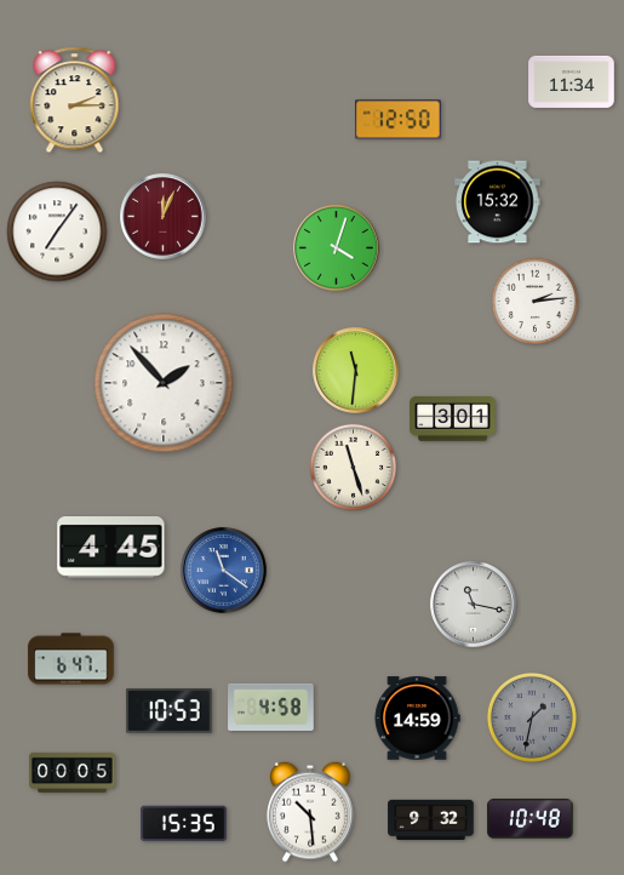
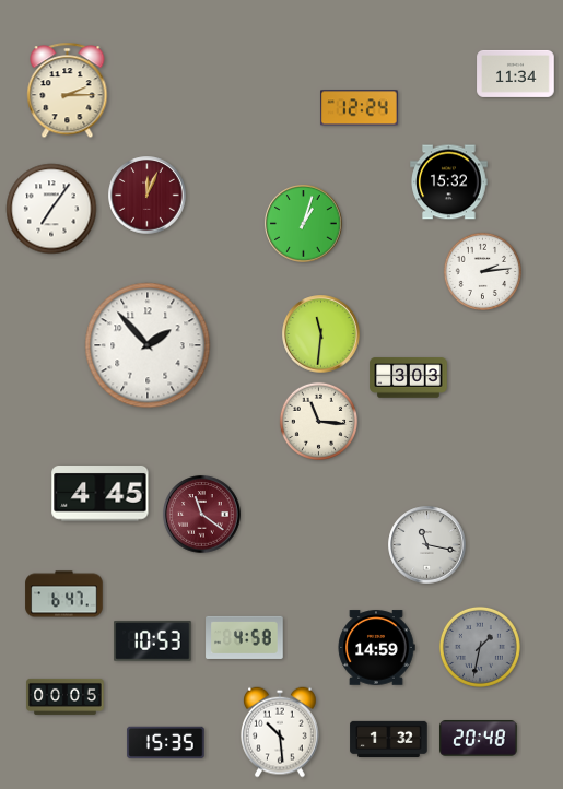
clock at (399, 120): 12:50 -> 12:24
clock at (337, 248): 4:03 -> 1:03
clock at (453, 419): 3:01 -> 3:03
clock at (353, 467): 11:27 -> 11:16
clock at (224, 571) dial: blue -> burgundy
clock at (431, 819): 9:32 -> 1:32
clock at (531, 819): 10:48 -> 20:48
